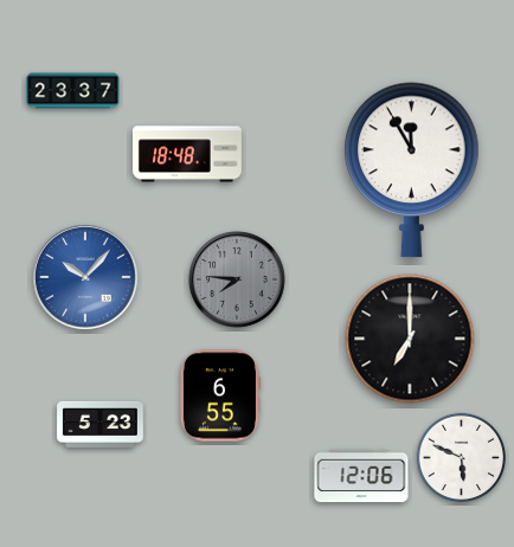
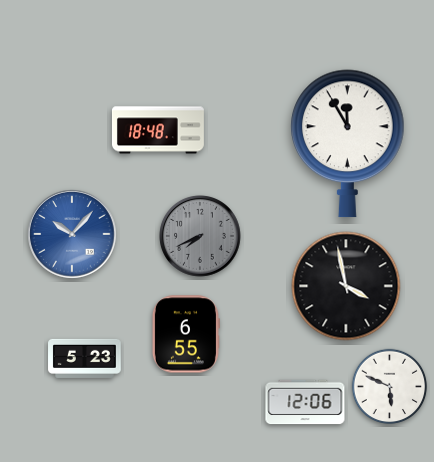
clock at (73, 91): 23:37 -> none
clock at (238, 281): 7:46 -> 7:41
clock at (410, 339): 7:00 -> 3:58
